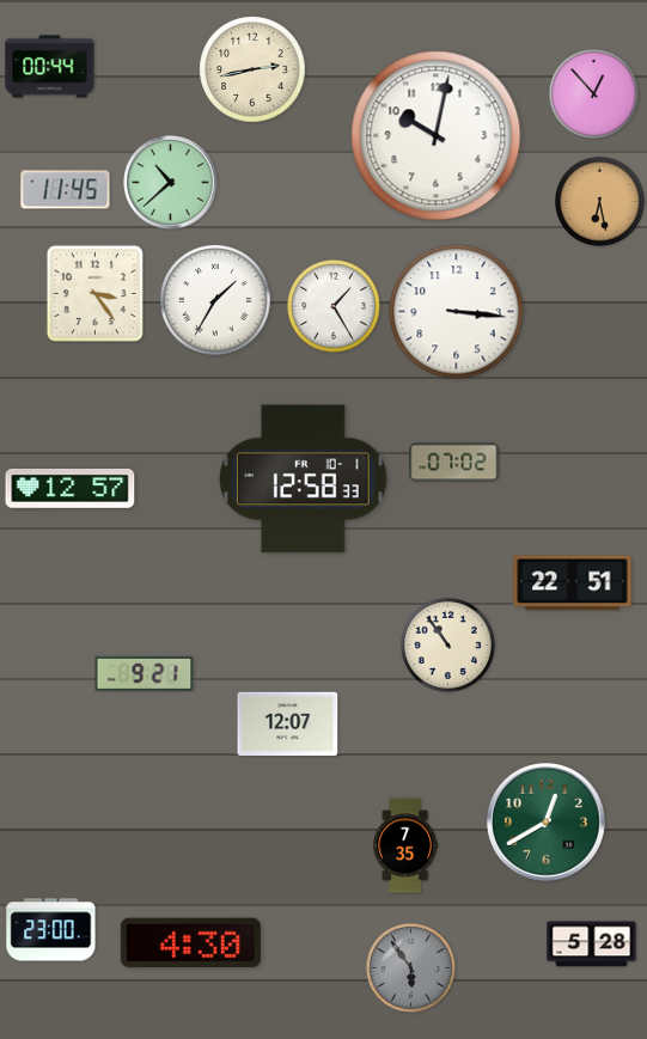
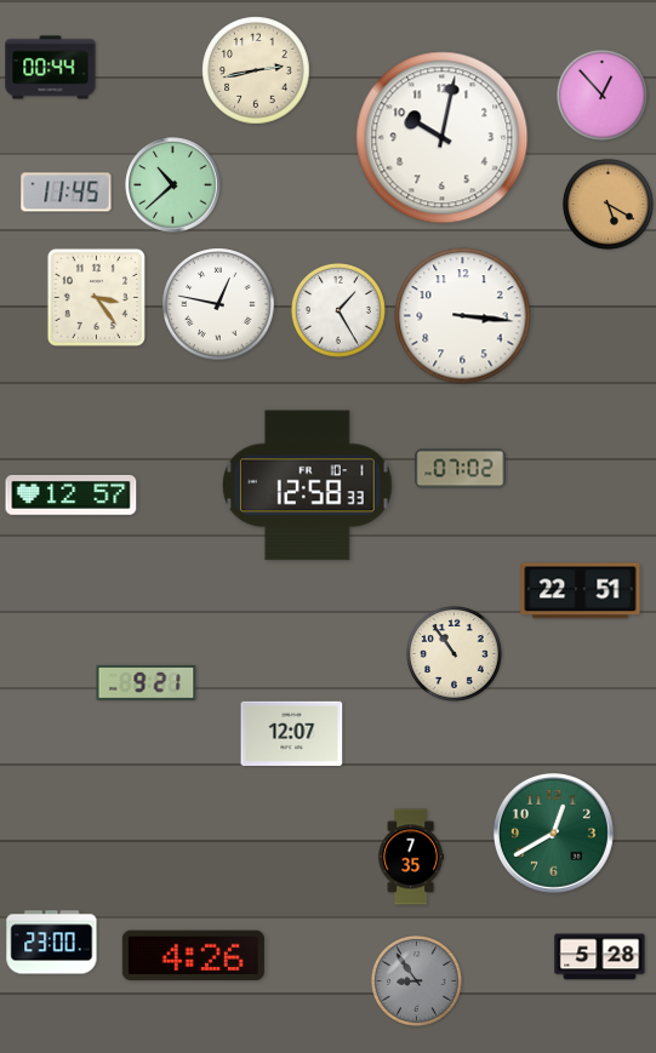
clock at (599, 201): 6:28 -> 5:20
clock at (215, 300): 1:35 -> 12:47
clock at (190, 943): 4:30 -> 4:26
clock at (410, 967): 5:54 -> 8:54
